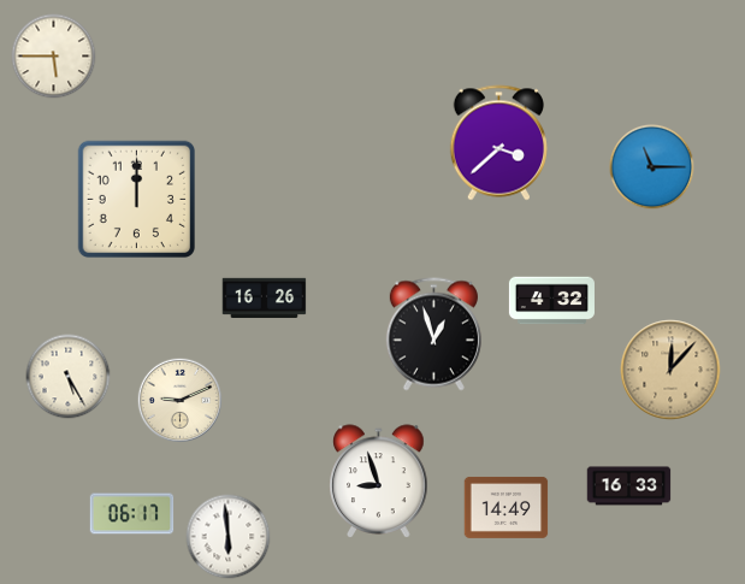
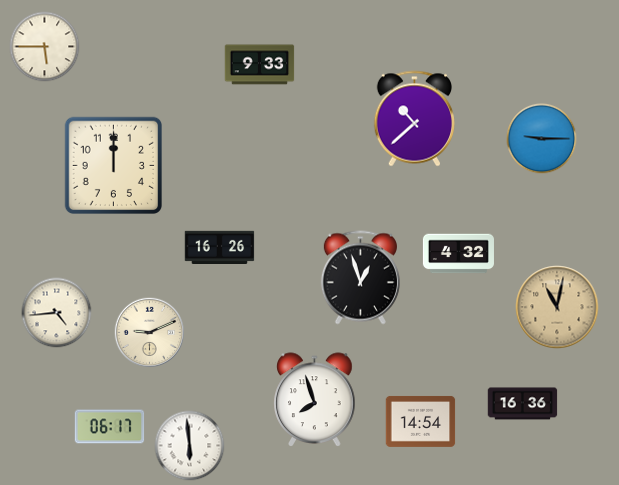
clock at (260, 65): none -> 9:33
clock at (498, 143): 3:38 -> 10:38
clock at (652, 167): 11:15 -> 9:15
clock at (551, 301) position: (551, 301) -> (458, 254)
clock at (670, 370): 12:07 -> 11:02
clock at (69, 377): 5:25 -> 4:44
clock at (379, 482): 8:57 -> 7:57
clock at (629, 486): 16:33 -> 16:36
clock at (507, 507): 14:49 -> 14:54
